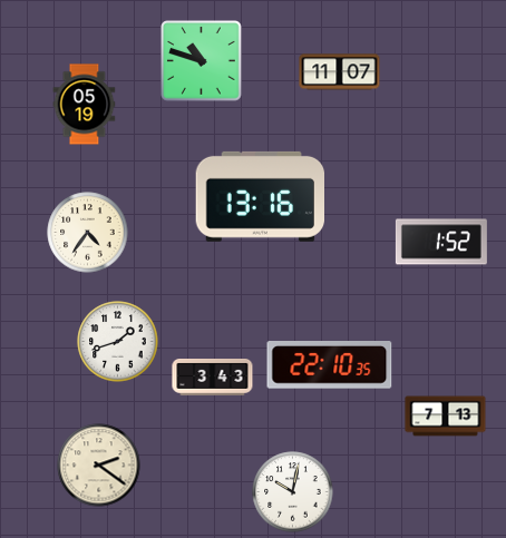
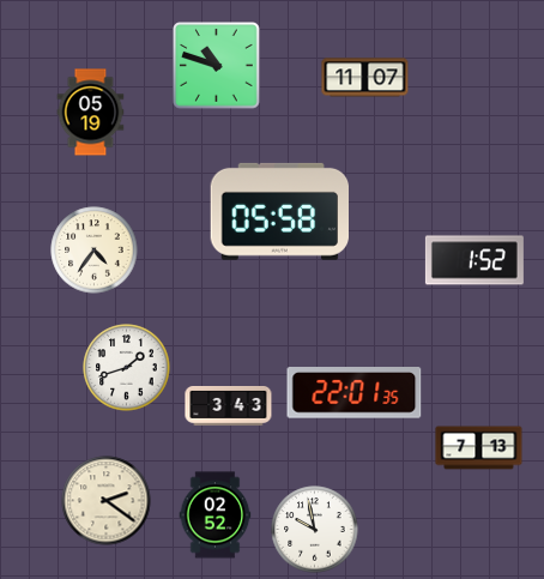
clock at (260, 196): 13:16 -> 05:58
clock at (330, 365): 22:10 -> 22:01
clock at (216, 515): none -> 02:52
clock at (293, 492): 10:02 -> 9:58
